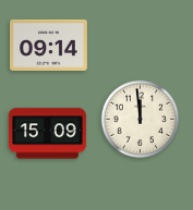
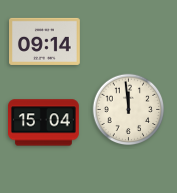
clock at (48, 134): 15:09 -> 15:04
